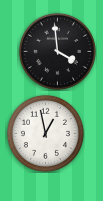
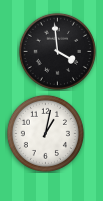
clock at (45, 133): 12:58 -> 1:02
